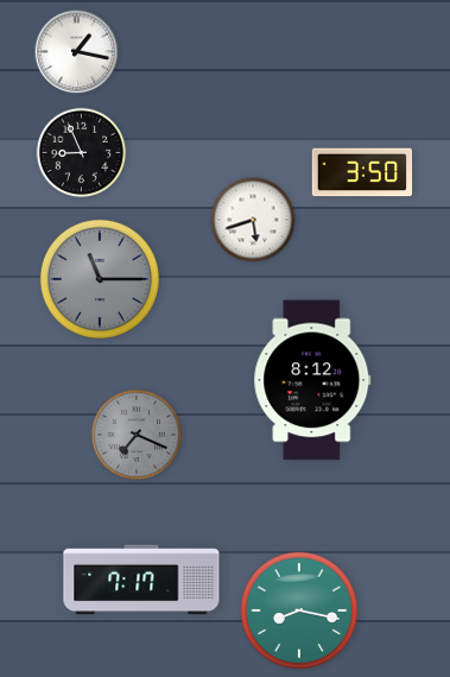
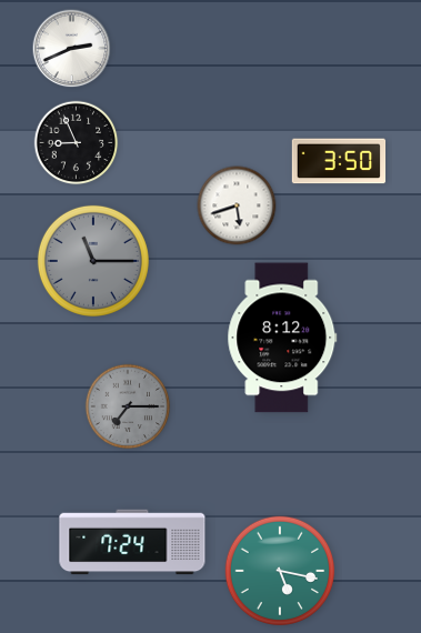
clock at (77, 52): 1:17 -> 2:41
clock at (312, 380) position: (312, 380) -> (282, 338)
clock at (137, 435): 7:19 -> 7:15
clock at (141, 580): 7:17 -> 7:24
clock at (298, 609): 8:17 -> 5:17
